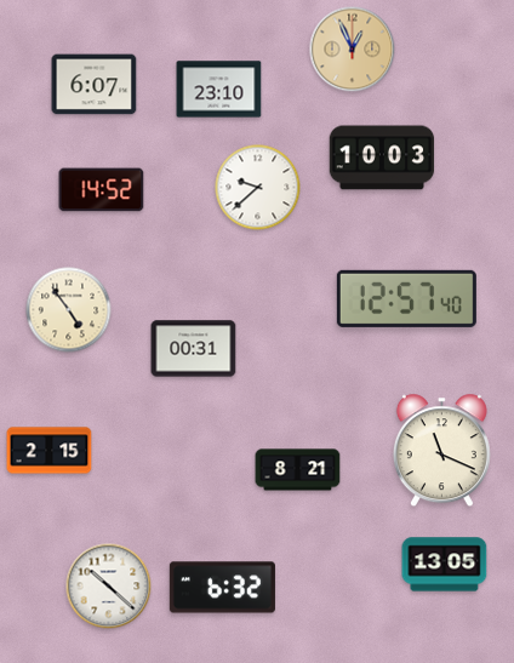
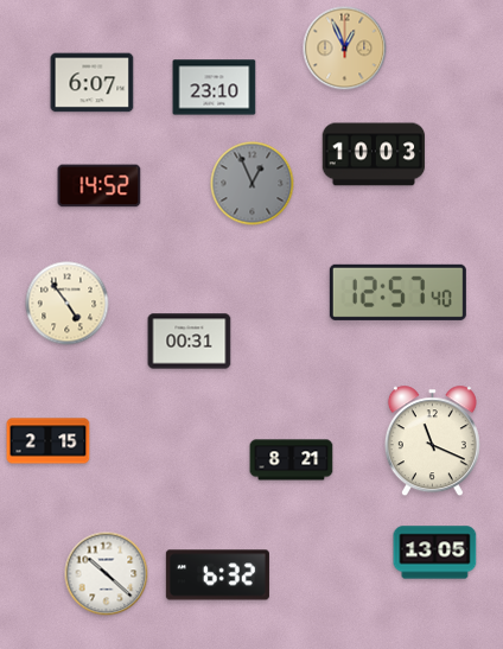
clock at (258, 188): 9:38 -> 12:56
clock at (258, 188) dial: white -> grey
